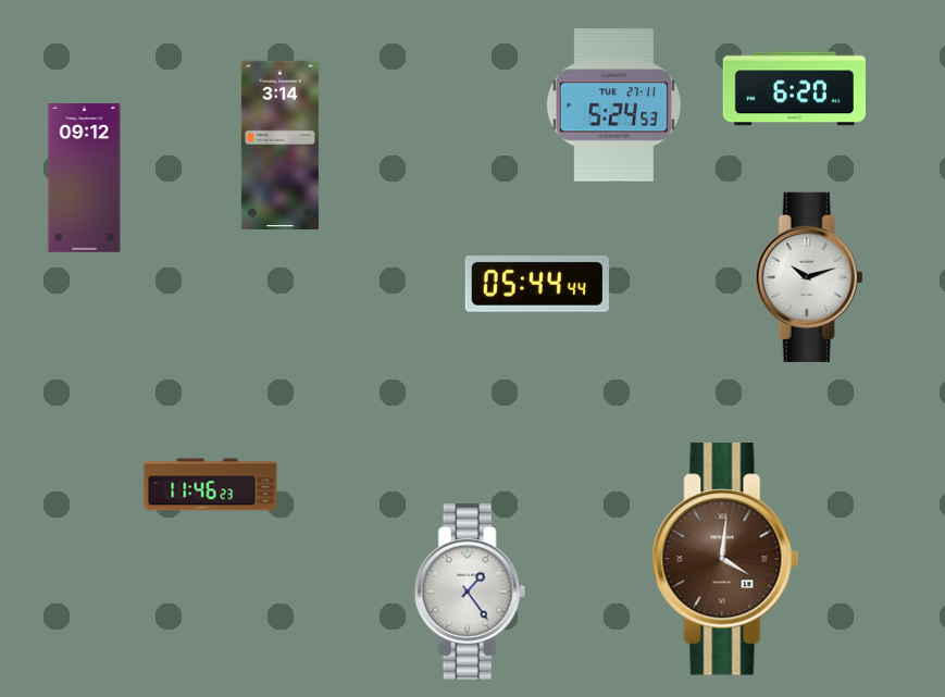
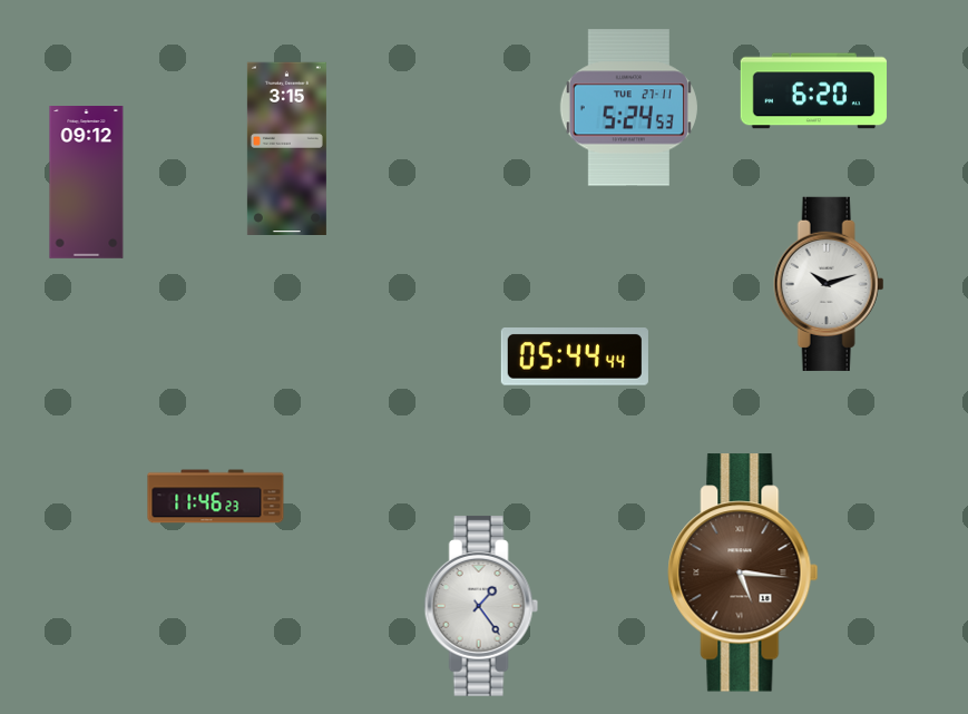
clock at (279, 145): 3:14 -> 3:15
clock at (537, 285) position: (537, 285) -> (575, 358)
clock at (725, 559): 4:01 -> 5:16
